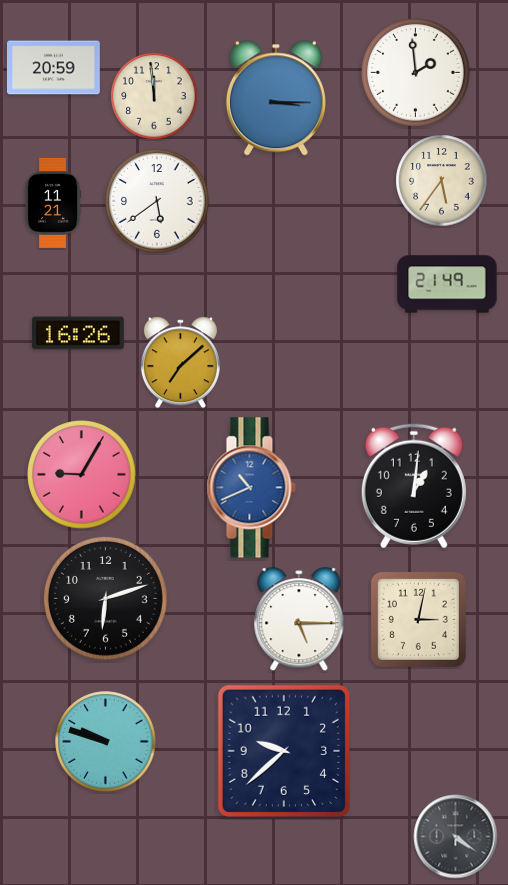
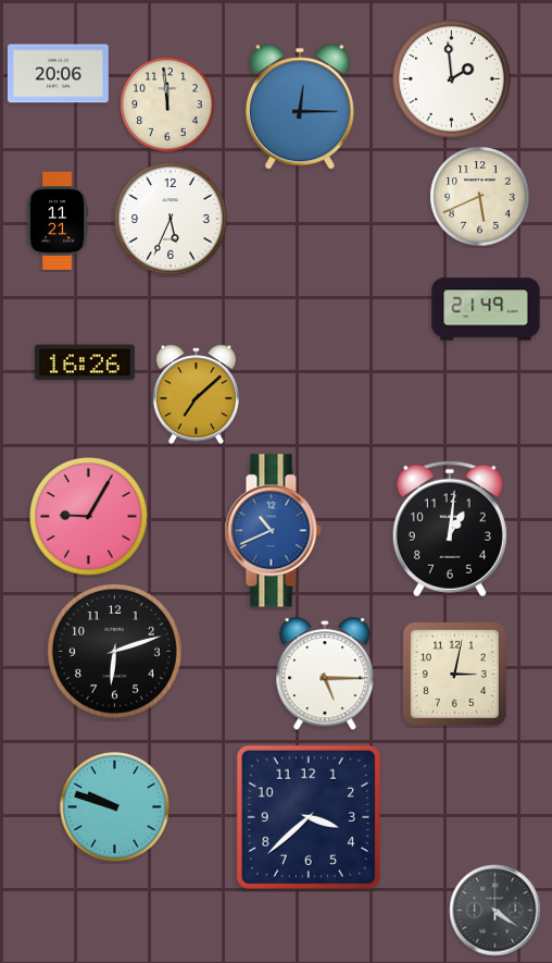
clock at (53, 68): 20:59 -> 20:06
clock at (276, 98): 3:15 -> 12:15
clock at (442, 181): 5:36 -> 5:41
clock at (157, 201): 5:39 -> 5:34
clock at (283, 750): 9:38 -> 3:38
